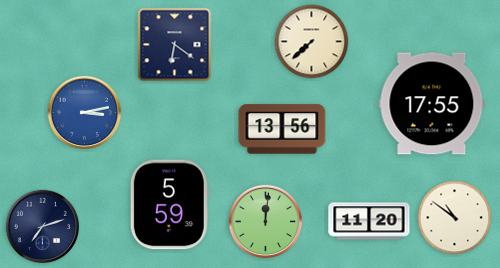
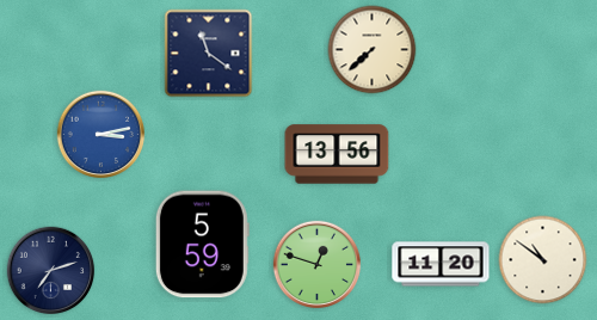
clock at (175, 45): 6:21 -> 11:21
clock at (432, 104): 17:55 -> none
clock at (266, 222): 12:01 -> 12:48
